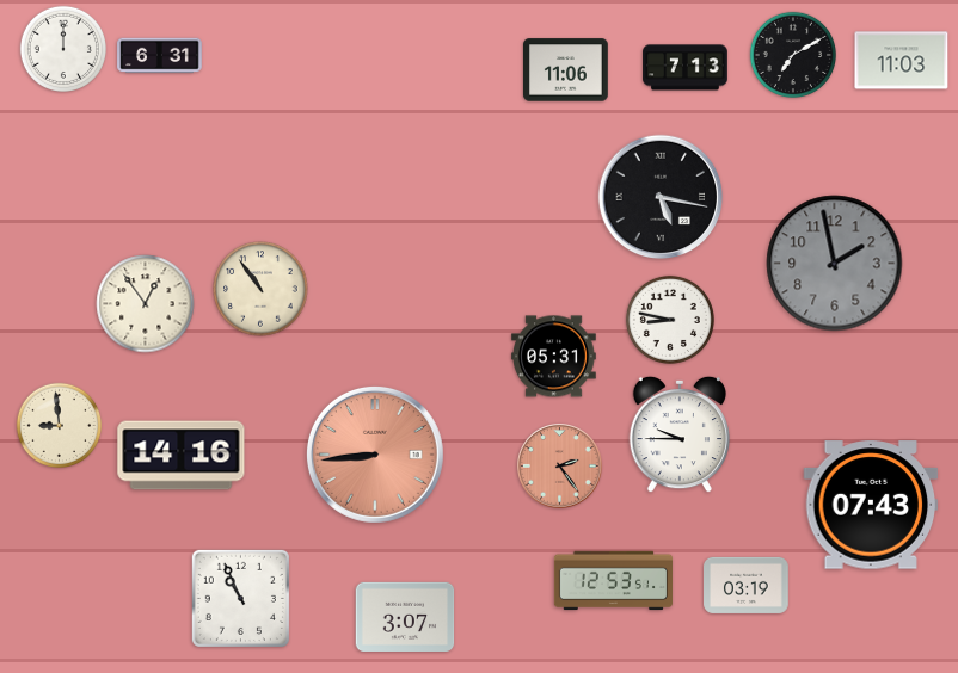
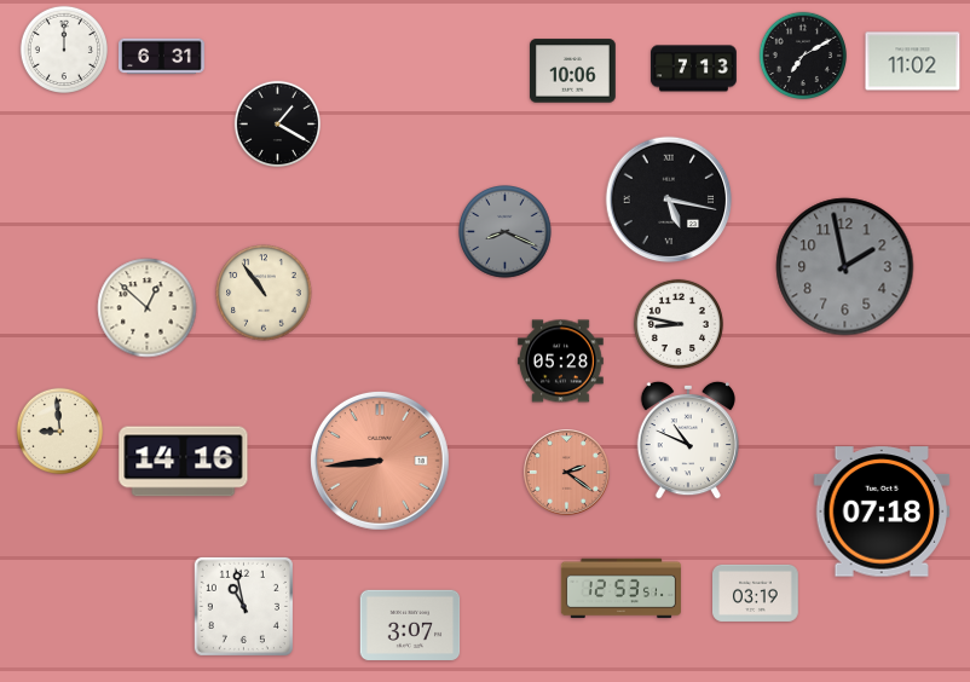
clock at (902, 61): 11:03 -> 11:02
clock at (566, 70): 11:06 -> 10:06
clock at (278, 125): none -> 1:20
clock at (506, 232): none -> 8:19
clock at (146, 304): 12:54 -> 12:52
clock at (554, 357): 05:31 -> 05:28
clock at (678, 434): 9:45 -> 10:49
clock at (560, 467): 2:24 -> 2:21
clock at (871, 505): 07:43 -> 07:18
clock at (240, 598): 10:56 -> 10:58
